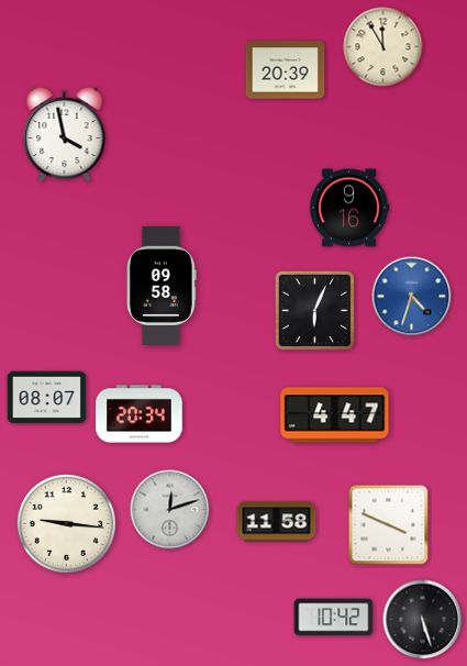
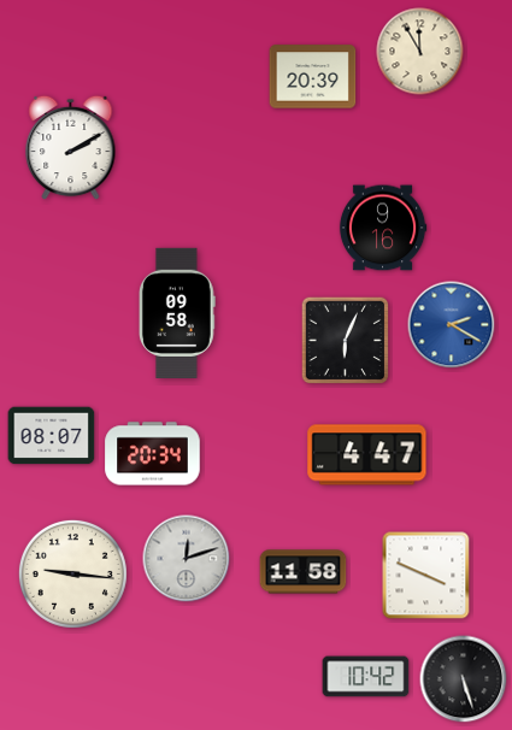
clock at (65, 135): 3:58 -> 2:10
clock at (412, 297): 4:33 -> 2:20
